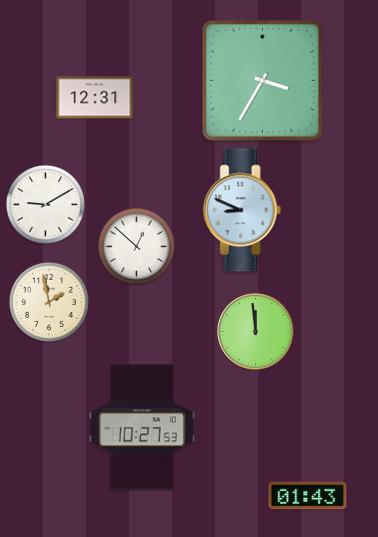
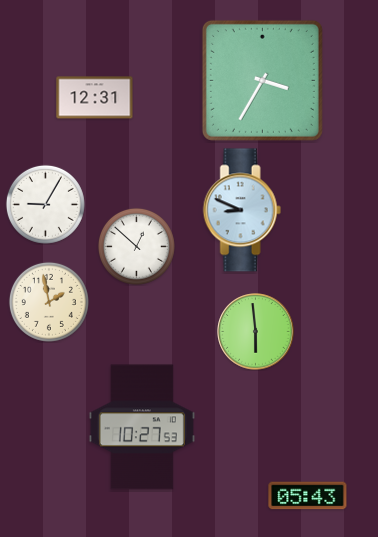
clock at (45, 204): 9:10 -> 9:05
clock at (256, 332): 11:59 -> 5:59
clock at (308, 496): 01:43 -> 05:43
